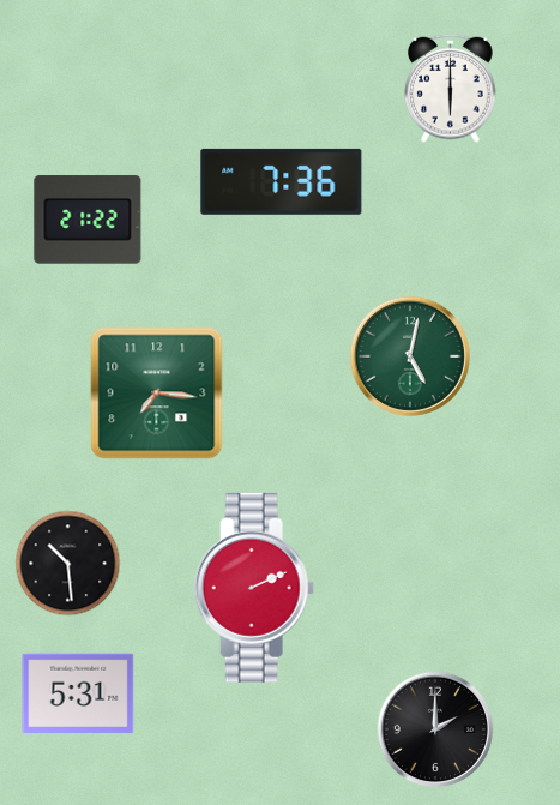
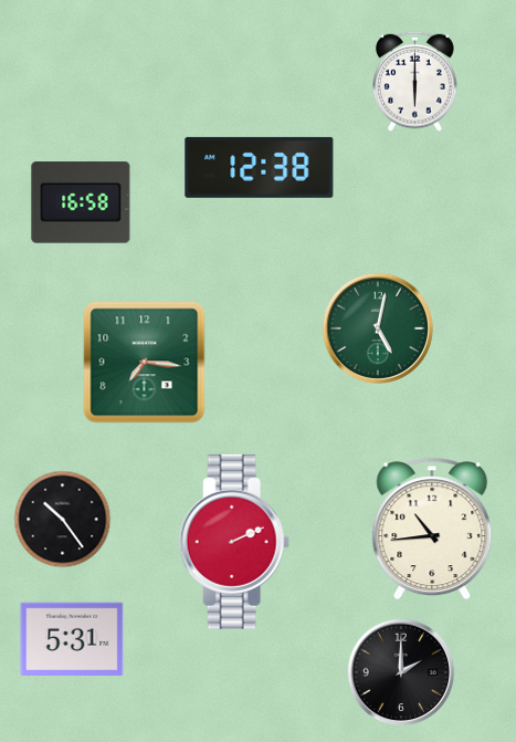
clock at (282, 181): 7:36 -> 12:38
clock at (88, 220): 21:22 -> 16:58
clock at (68, 564): 10:29 -> 10:24
clock at (432, 529): none -> 10:44
